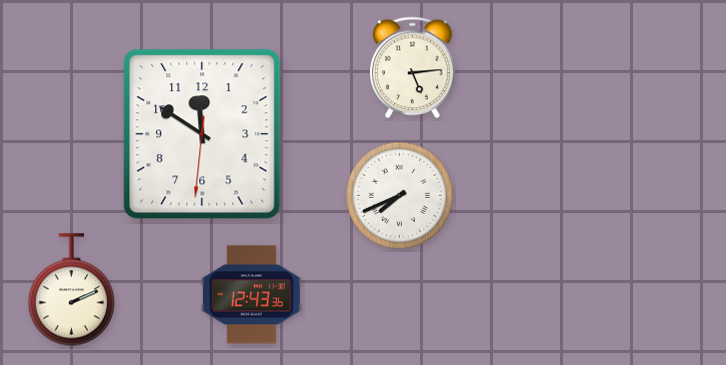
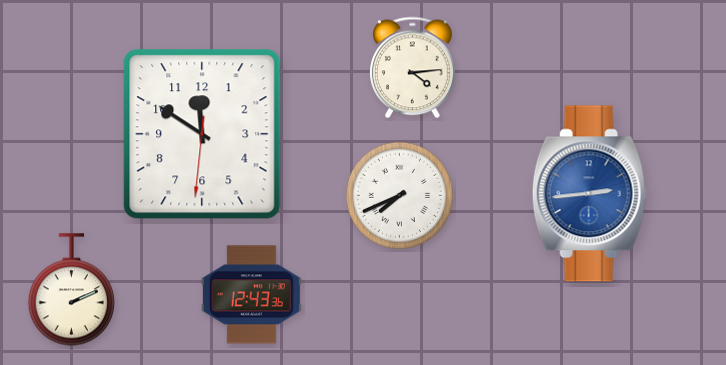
clock at (413, 68): 5:14 -> 4:14
clock at (589, 194): none -> 2:44
